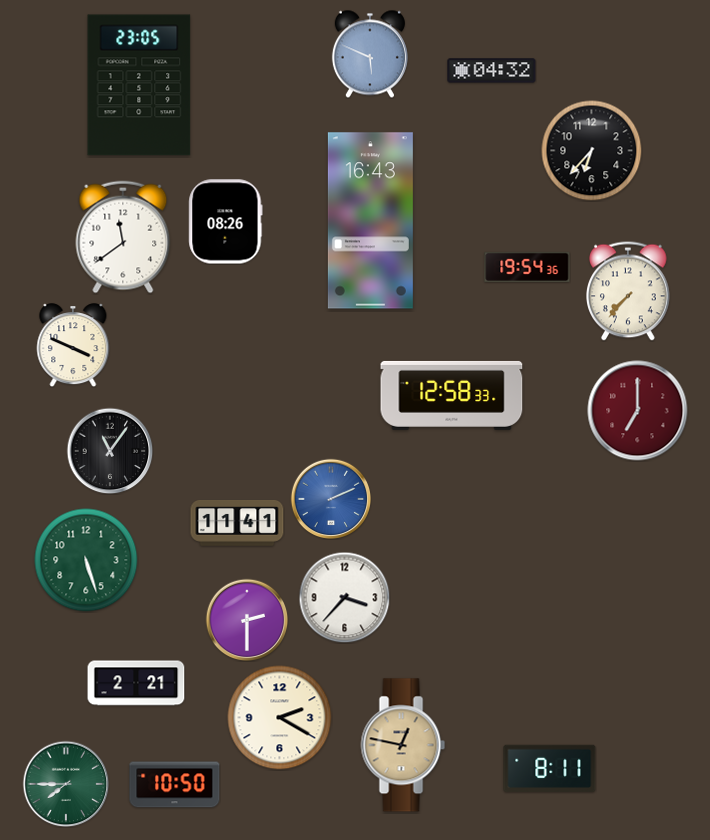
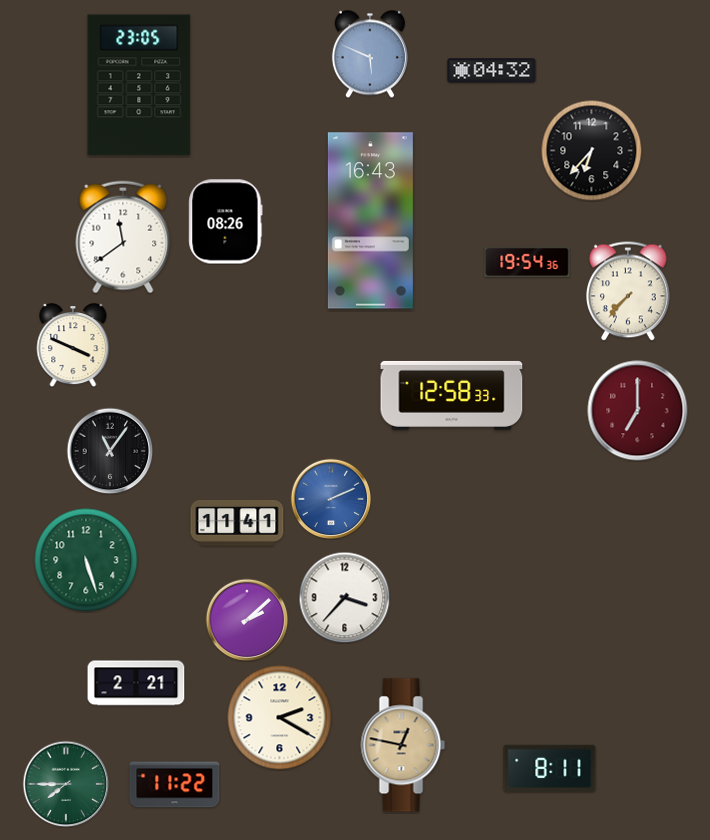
clock at (527, 267) position: (527, 267) -> (527, 262)
clock at (247, 620): 2:30 -> 2:08
clock at (175, 785): 10:50 -> 11:22
